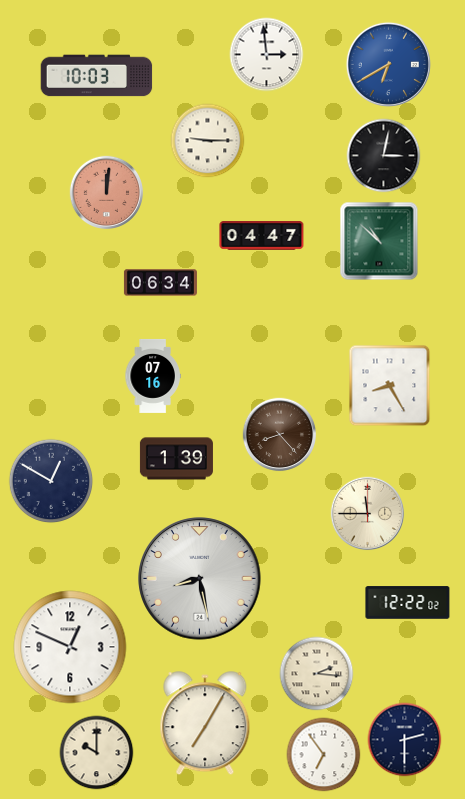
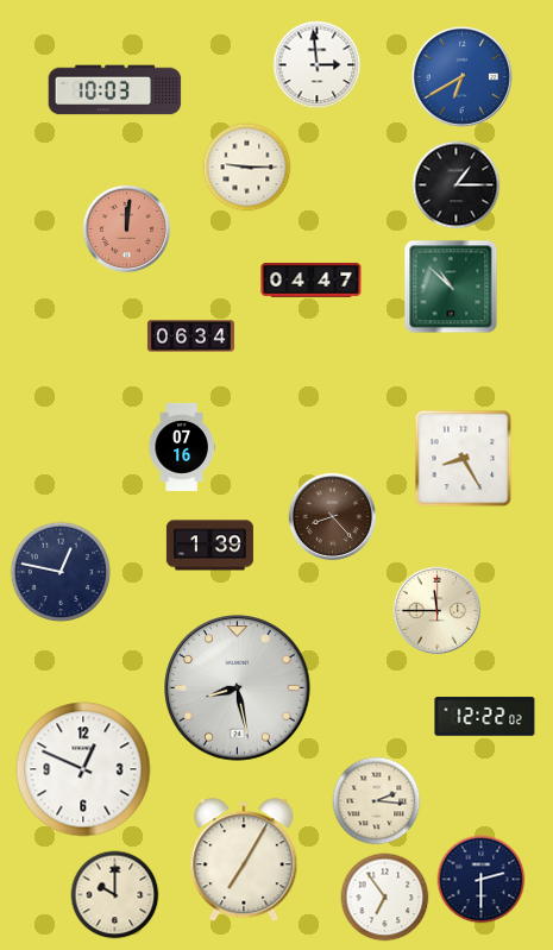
clock at (384, 156): 3:02 -> 1:15
clock at (51, 481): 12:50 -> 12:47
